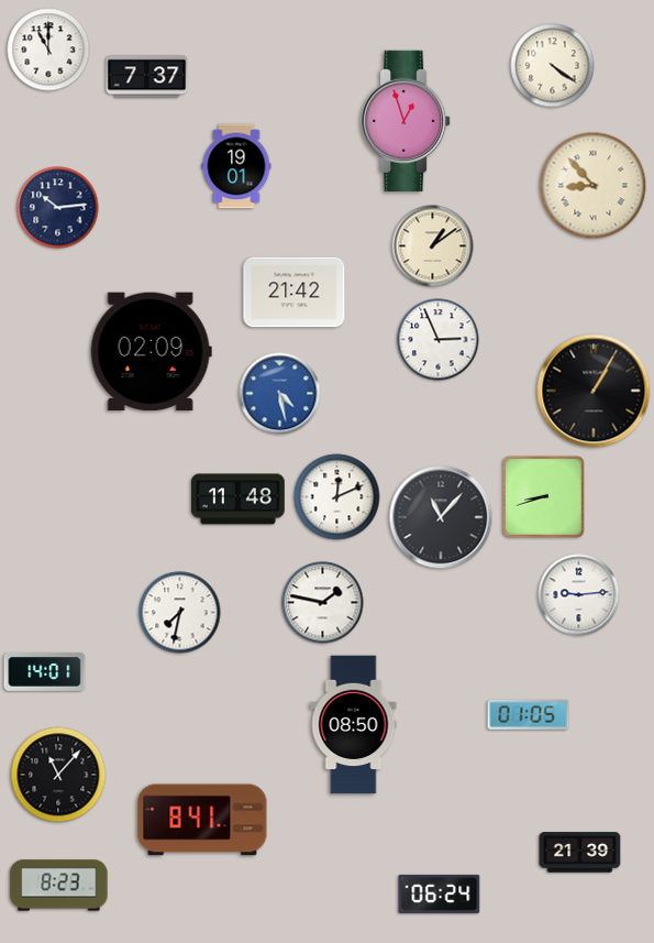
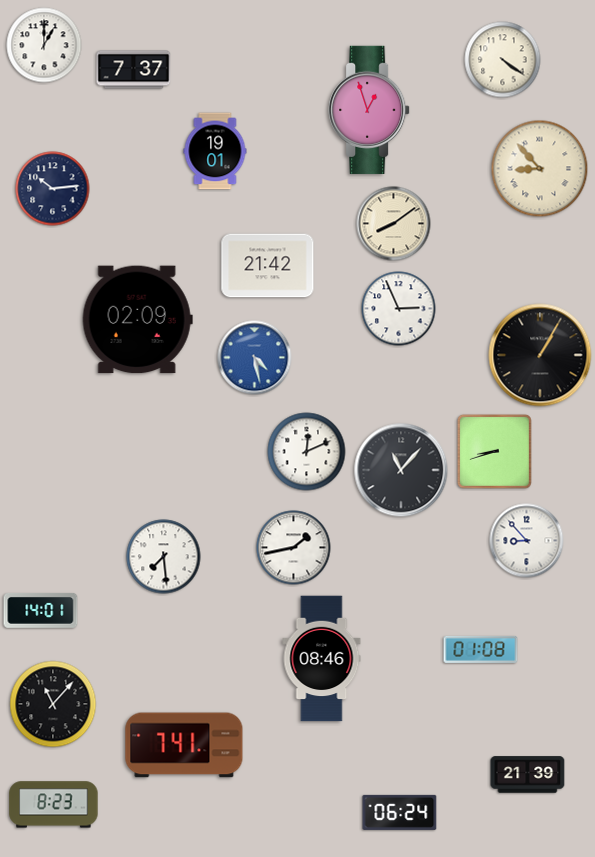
clock at (48, 50): 11:00 -> 1:00
clock at (433, 246): 1:09 -> 8:09
clock at (237, 500): 11:48 -> none
clock at (579, 595): 9:14 -> 8:53
clock at (323, 603): 1:47 -> 1:43
clock at (180, 613): 7:32 -> 7:29
clock at (529, 714): 01:05 -> 01:08
clock at (354, 725): 08:50 -> 08:46
clock at (202, 820): 8:41 -> 7:41
